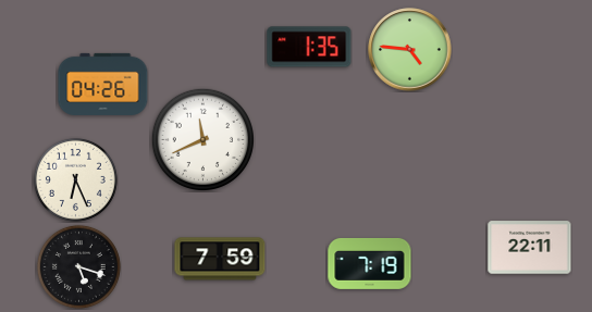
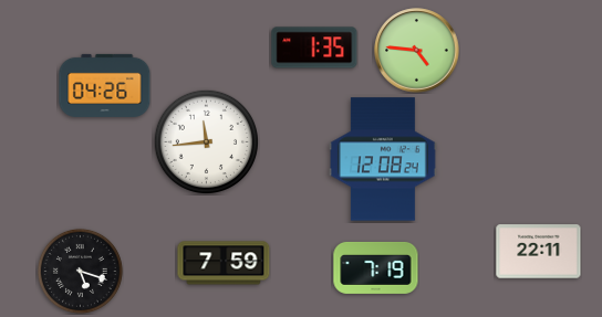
clock at (202, 139): 11:41 -> 11:44
clock at (384, 159): none -> 12:08
clock at (75, 179): 6:26 -> none
